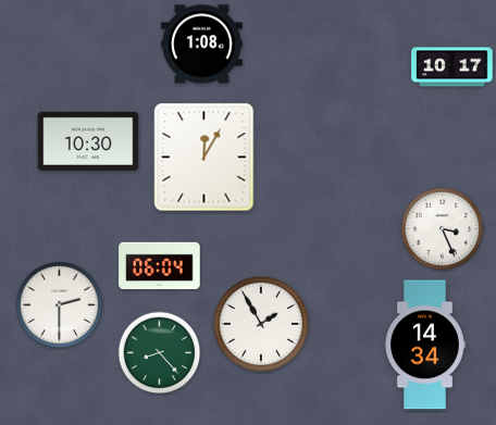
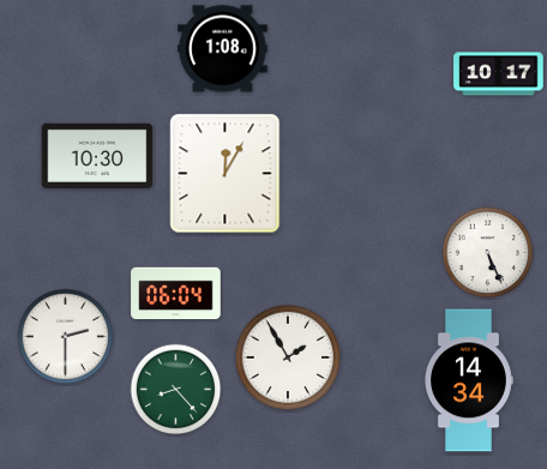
clock at (443, 229): 3:26 -> 5:26
